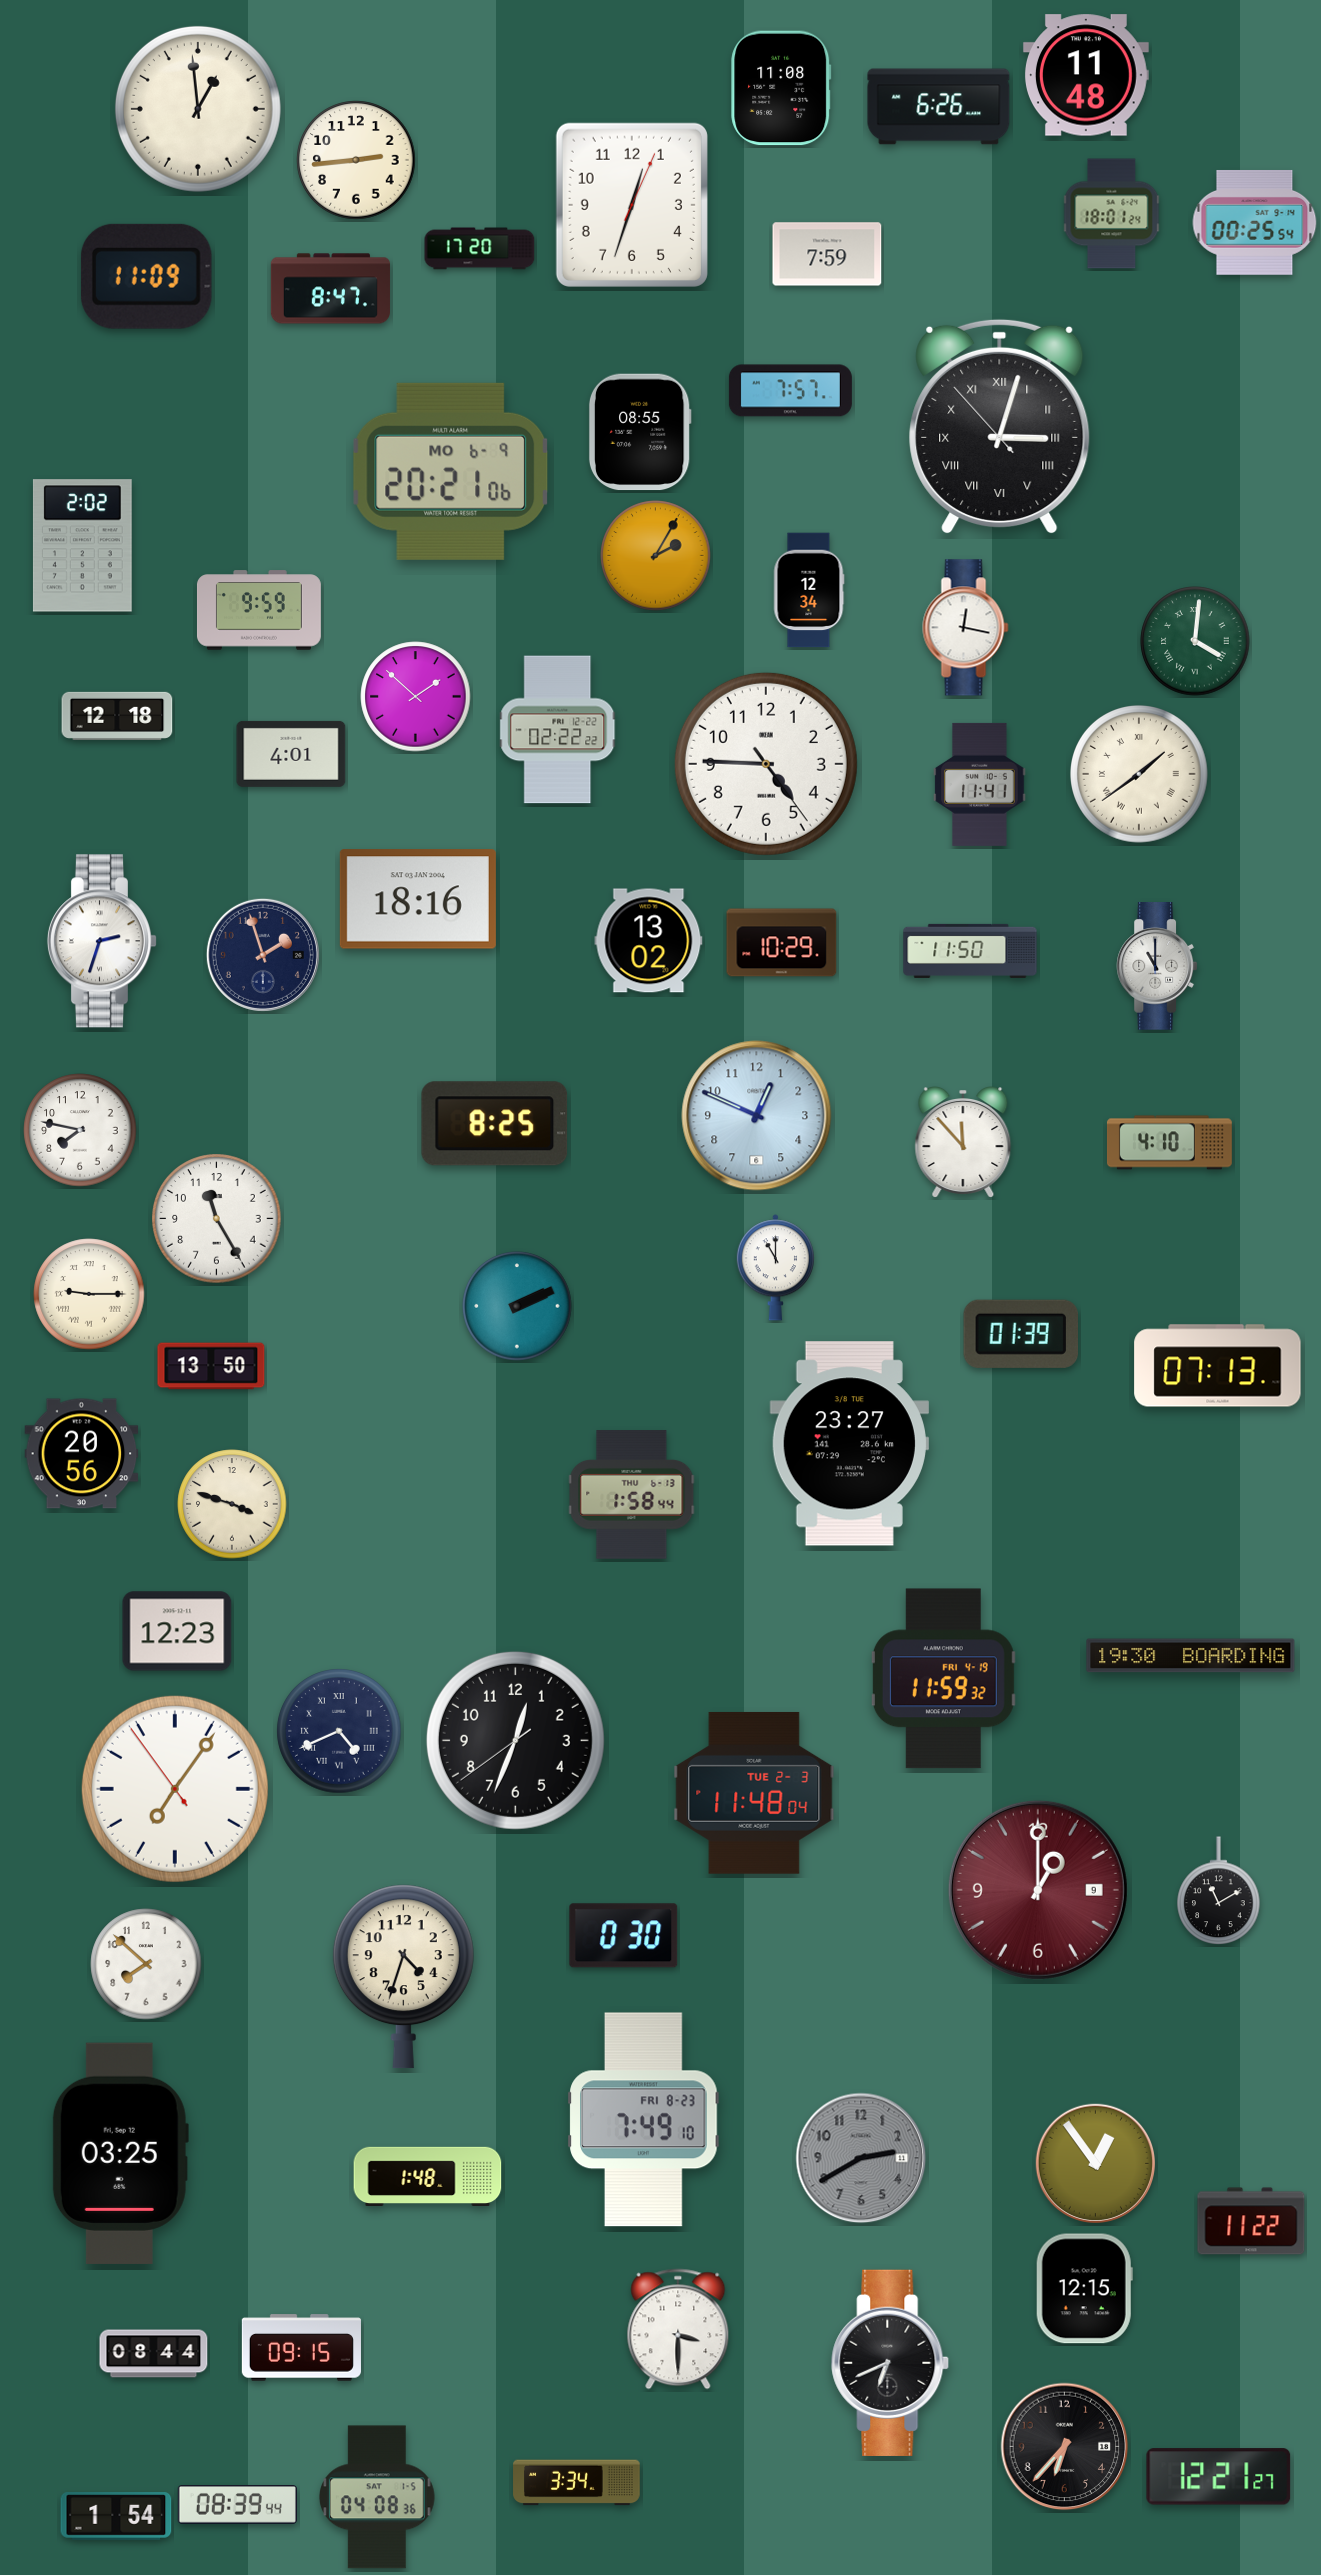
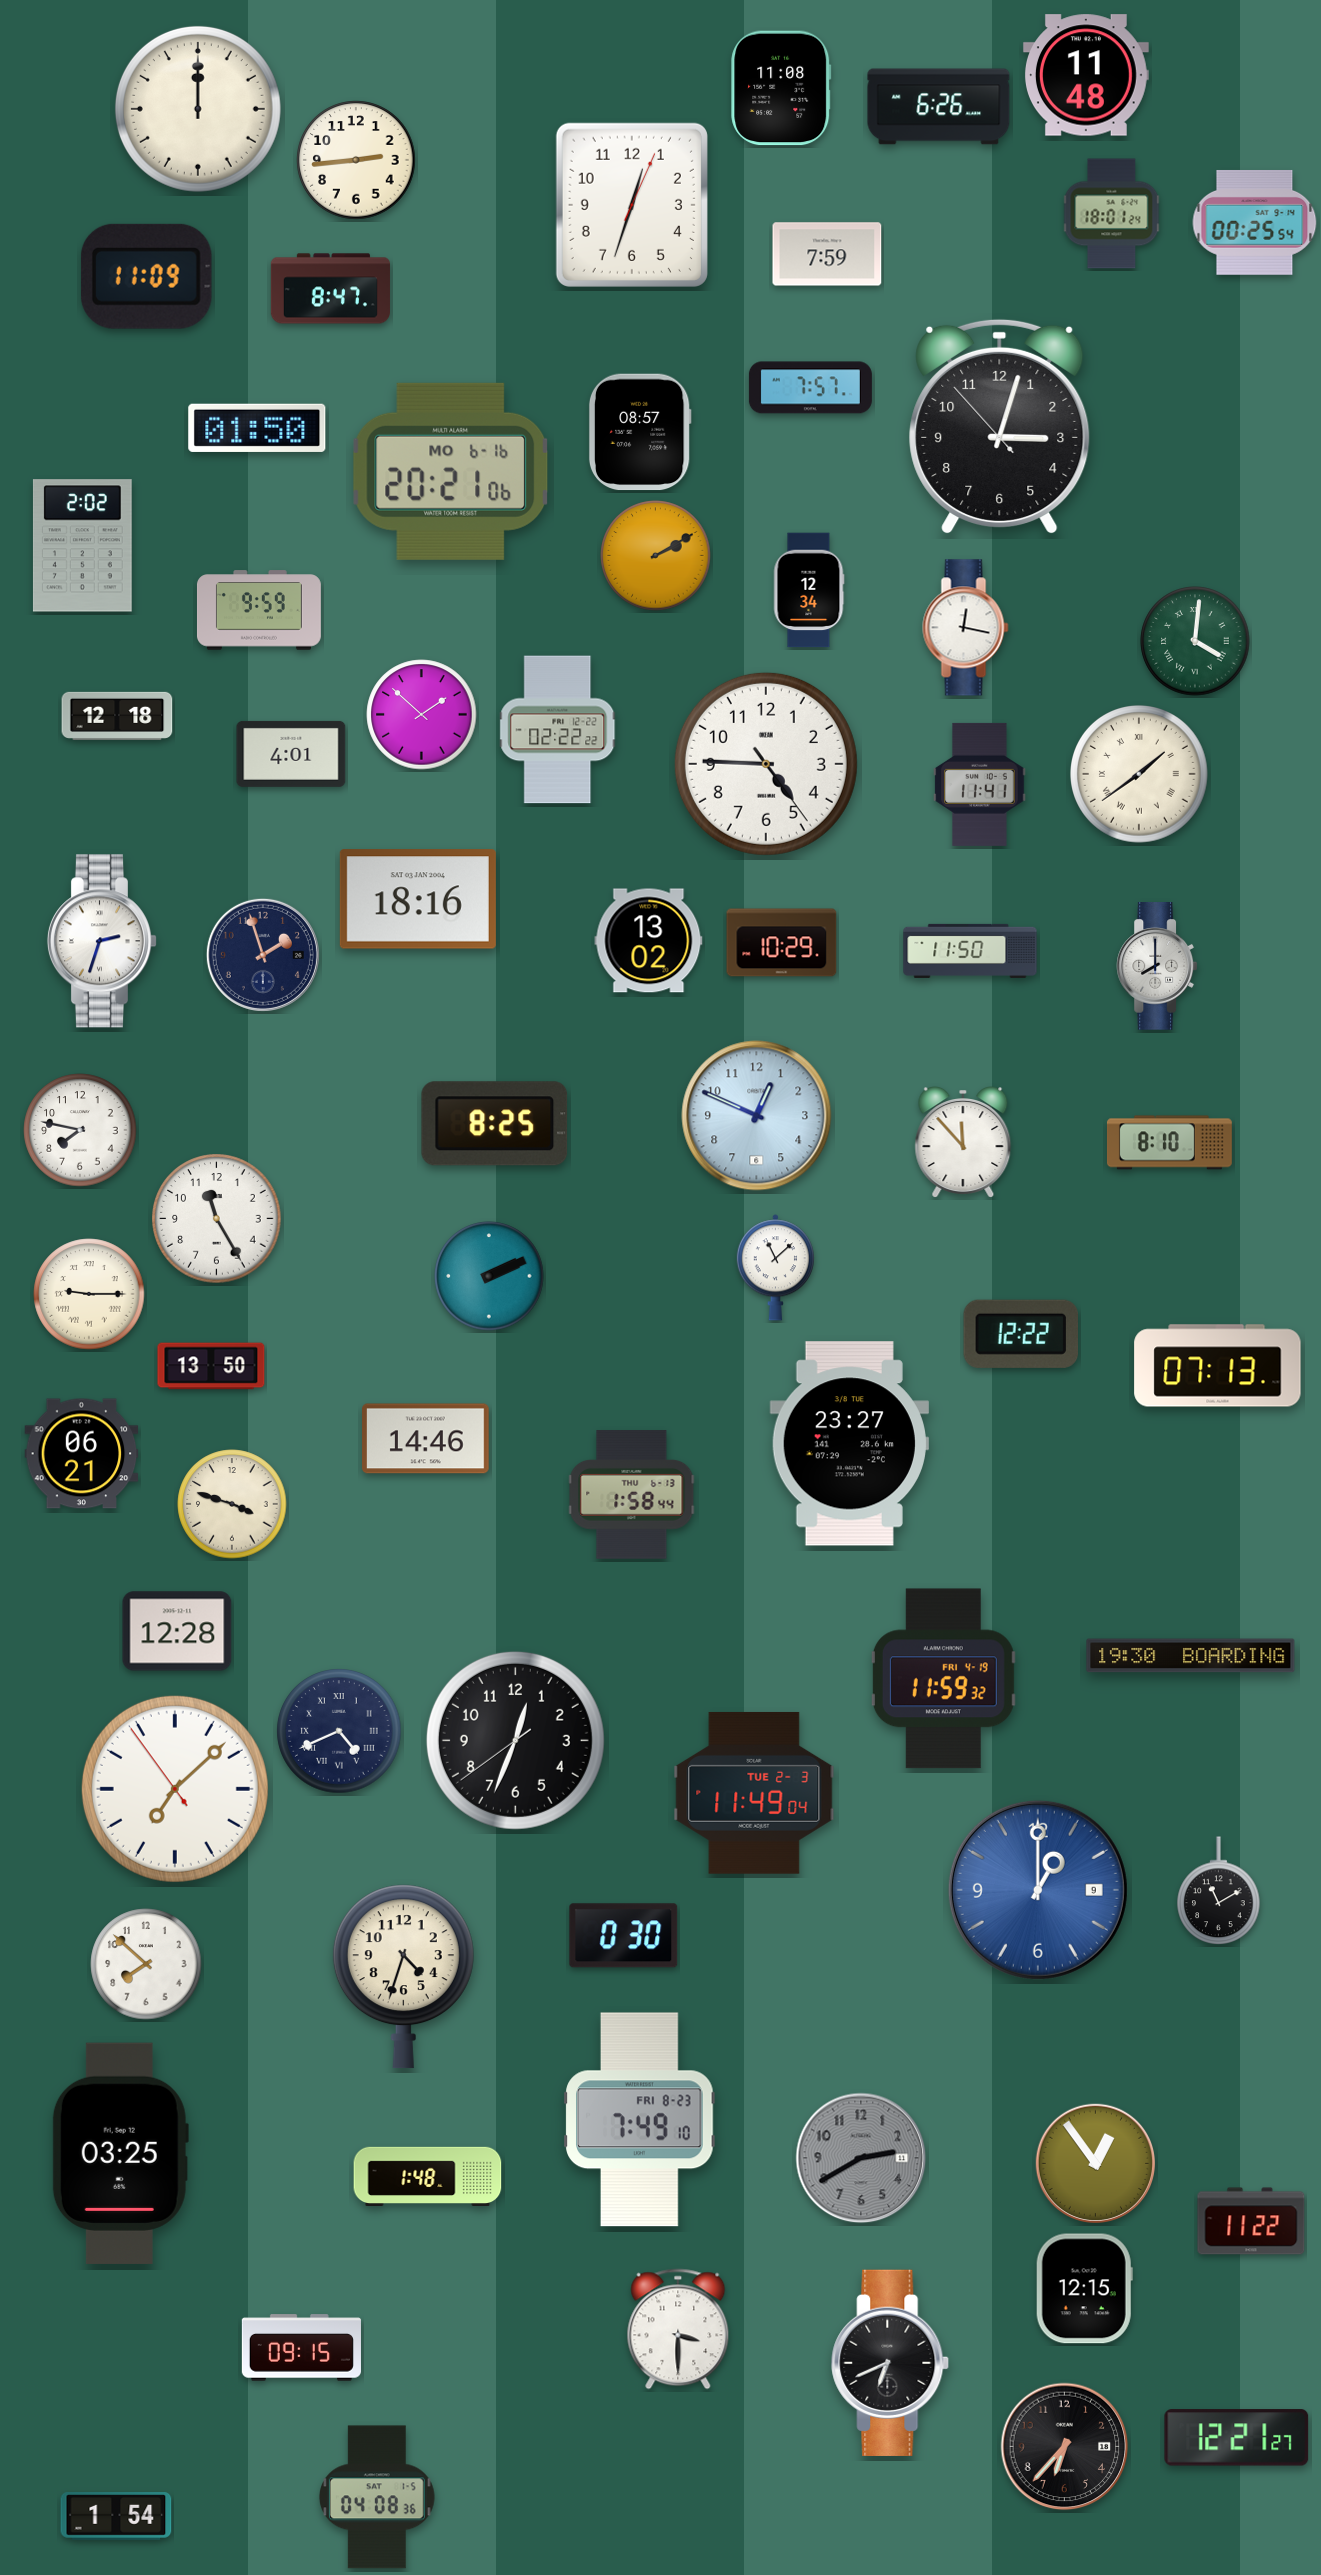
clock at (198, 109): 12:59 -> 12:00
clock at (480, 249): 17:20 -> none
clock at (790, 391) position: (790, 391) -> (810, 388)
clock at (1000, 426) numerals: Roman -> Arabic
clock at (257, 428): none -> 01:50
clock at (640, 432): 08:55 -> 08:57
clock at (451, 471) date: MO 6-9 -> MO 6-16
clock at (656, 556): 2:05 -> 2:10
clock at (416, 697) position: (416, 697) -> (422, 715)
clock at (1157, 966): 11:00 -> 8:00
clock at (1169, 1143): 4:10 -> 8:10
clock at (775, 1268): 11:00 -> 11:08
clock at (517, 1306) position: (517, 1306) -> (489, 1276)
clock at (1020, 1334): 01:39 -> 12:22
clock at (426, 1439): none -> 14:46
clock at (82, 1454): 20:56 -> 06:21
clock at (177, 1631): 12:23 -> 12:28
clock at (175, 1789): 7:05 -> 7:07
clock at (754, 1793): 11:48 -> 11:49
clock at (1038, 1890) dial: burgundy -> blue
clock at (644, 2120) position: (644, 2120) -> (640, 2120)
clock at (154, 2354): 08:44 -> none
clock at (1219, 2477) position: (1219, 2477) -> (1237, 2438)
clock at (577, 2483): 3:34 -> none
clock at (237, 2505): 08:39 -> none
